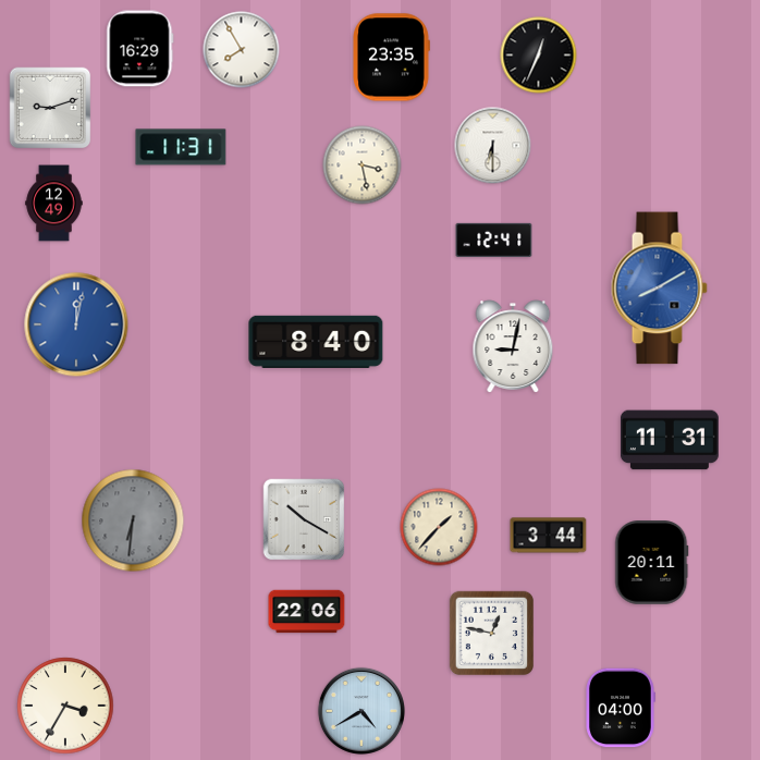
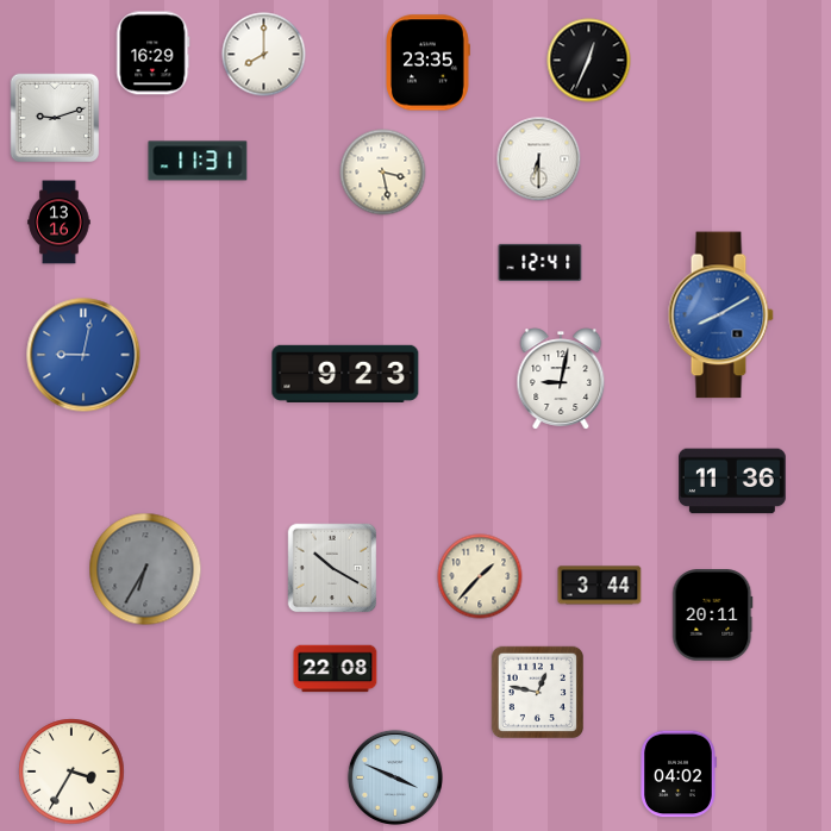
clock at (242, 50): 7:55 -> 8:00
clock at (363, 166) position: (363, 166) -> (383, 173)
clock at (54, 204): 12:49 -> 13:16
clock at (76, 324): 12:02 -> 9:02
clock at (316, 342): 8:40 -> 9:23
clock at (670, 440): 11:31 -> 11:36
clock at (133, 520): 6:31 -> 6:35
clock at (307, 612): 22:06 -> 22:08
clock at (621, 708): 04:00 -> 04:02
clock at (361, 711): 4:40 -> 3:49
